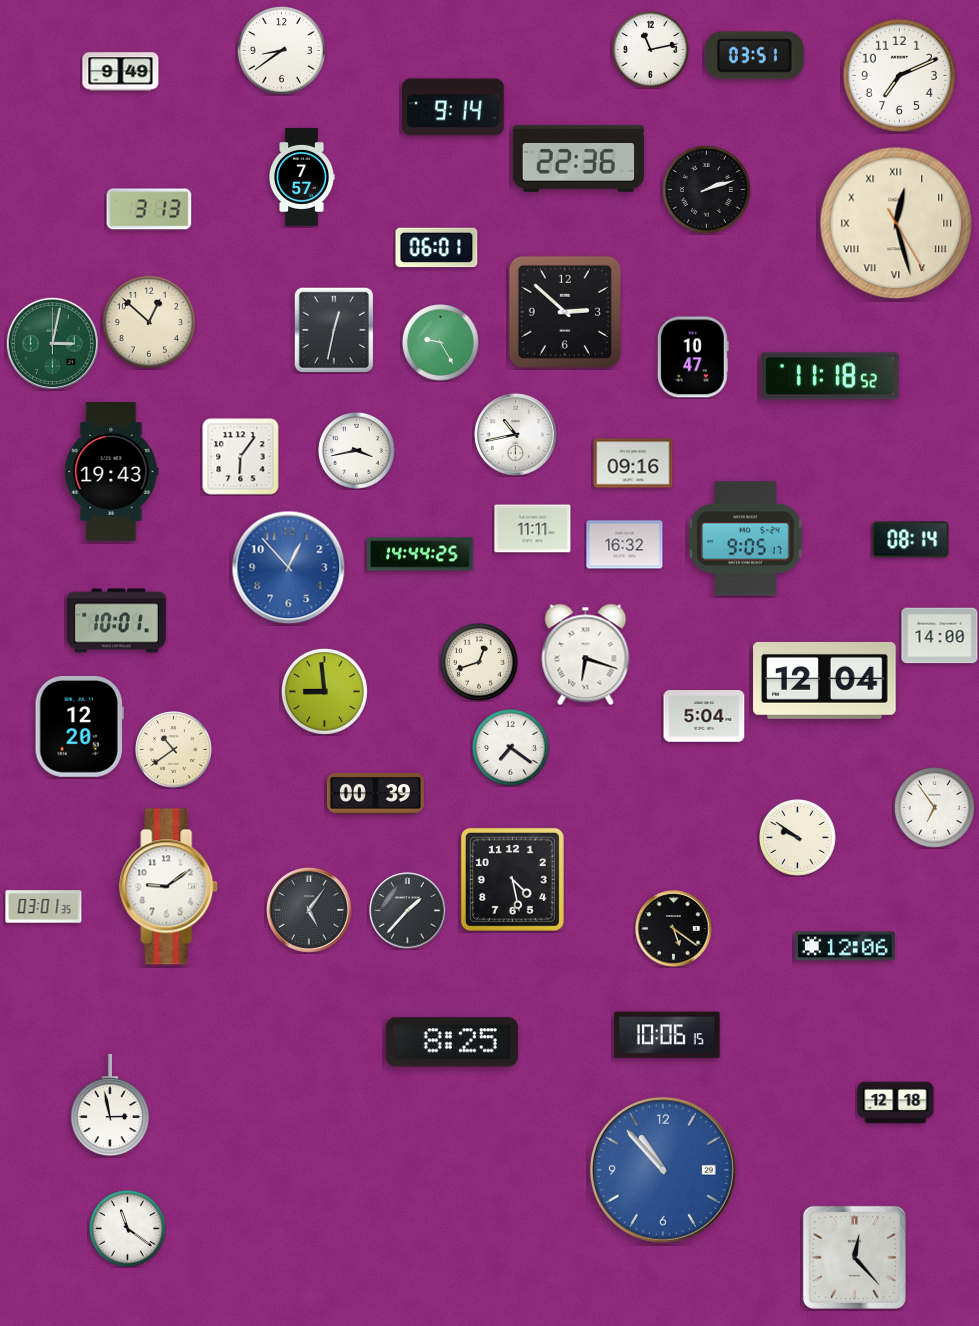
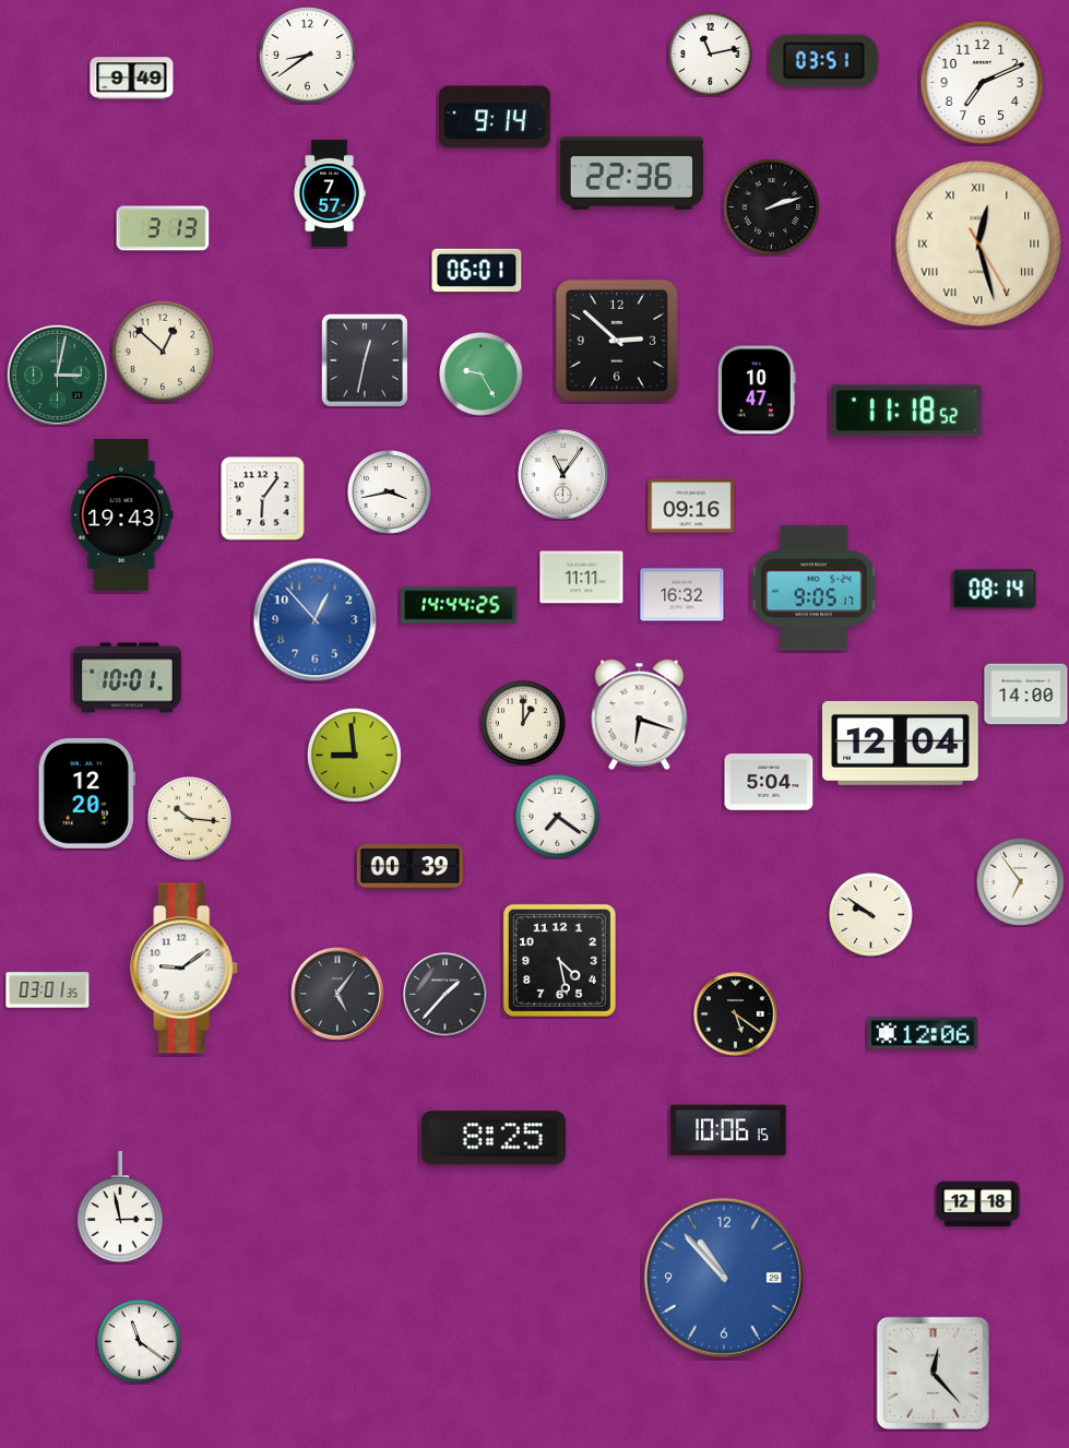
clock at (516, 435): 10:43 -> 11:06
clock at (480, 663): 12:42 -> 1:00
clock at (174, 750): 10:39 -> 10:16
